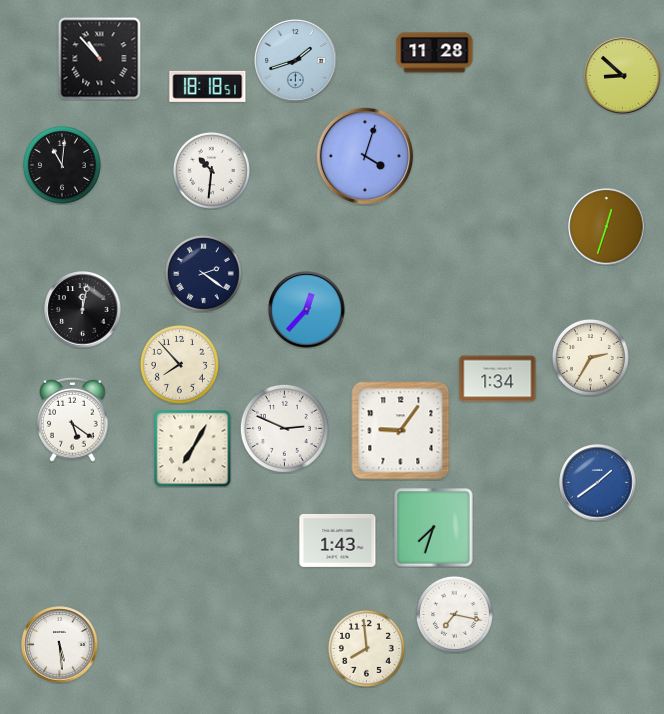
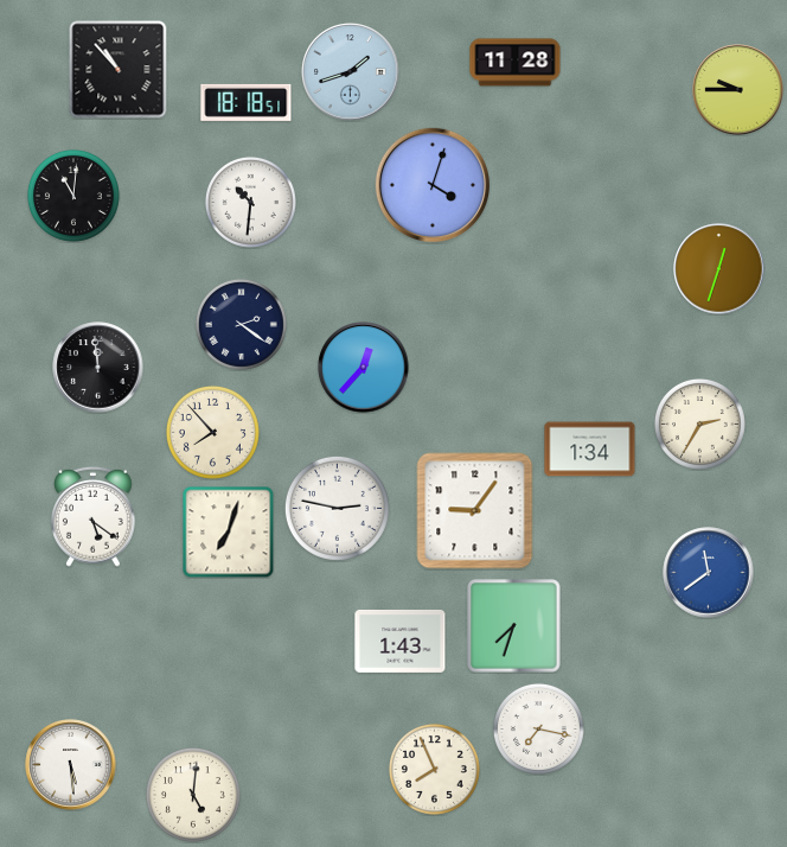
clock at (623, 76): 8:52 -> 9:45
clock at (83, 310): 12:02 -> 11:59
clock at (73, 419) position: (73, 419) -> (94, 516)
clock at (284, 428): 2:49 -> 2:47
clock at (192, 448): 7:05 -> 7:03
clock at (598, 483): 1:39 -> 11:39
clock at (366, 648): 7:59 -> 7:56
clock at (193, 795): none -> 5:01
